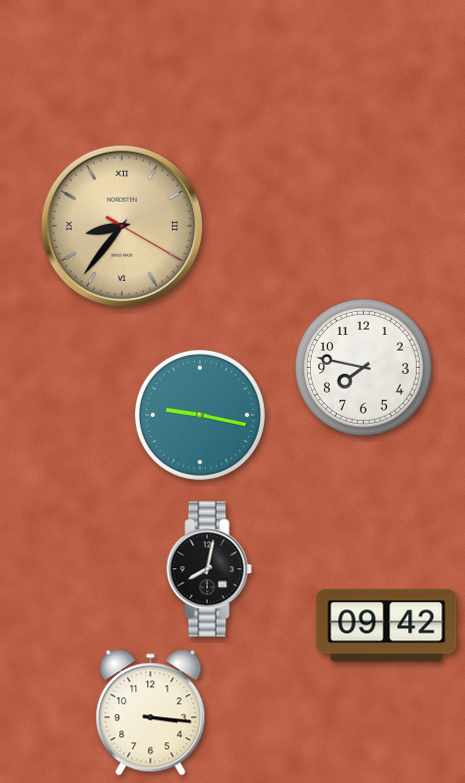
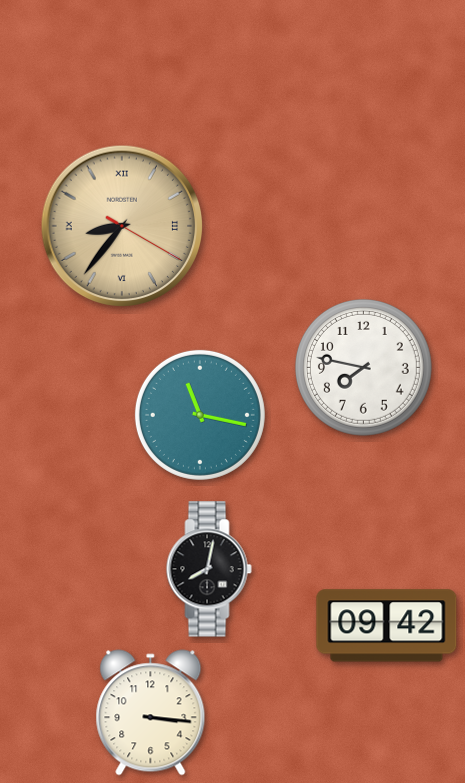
clock at (200, 415): 9:17 -> 11:17
